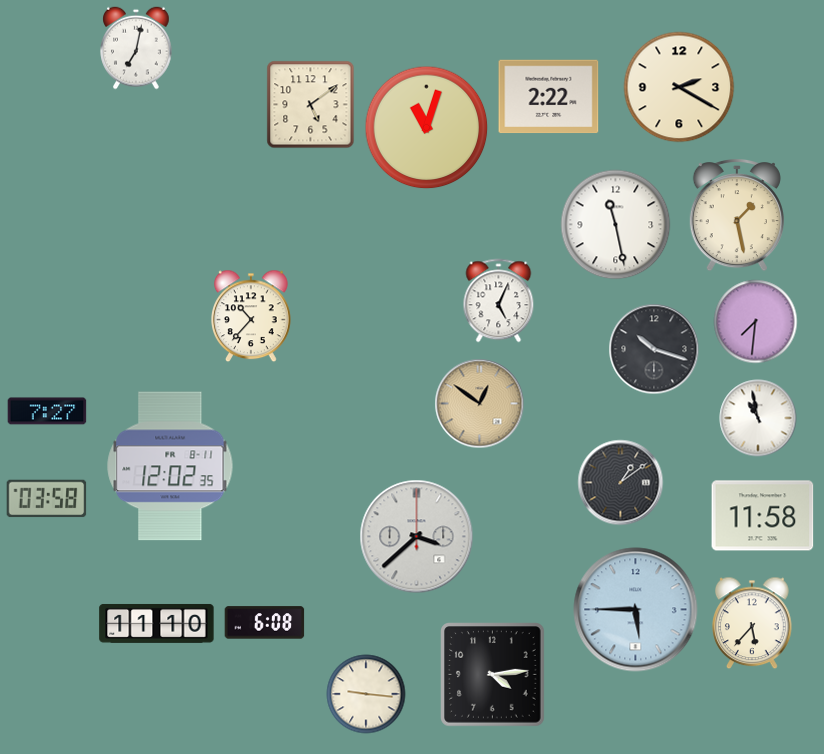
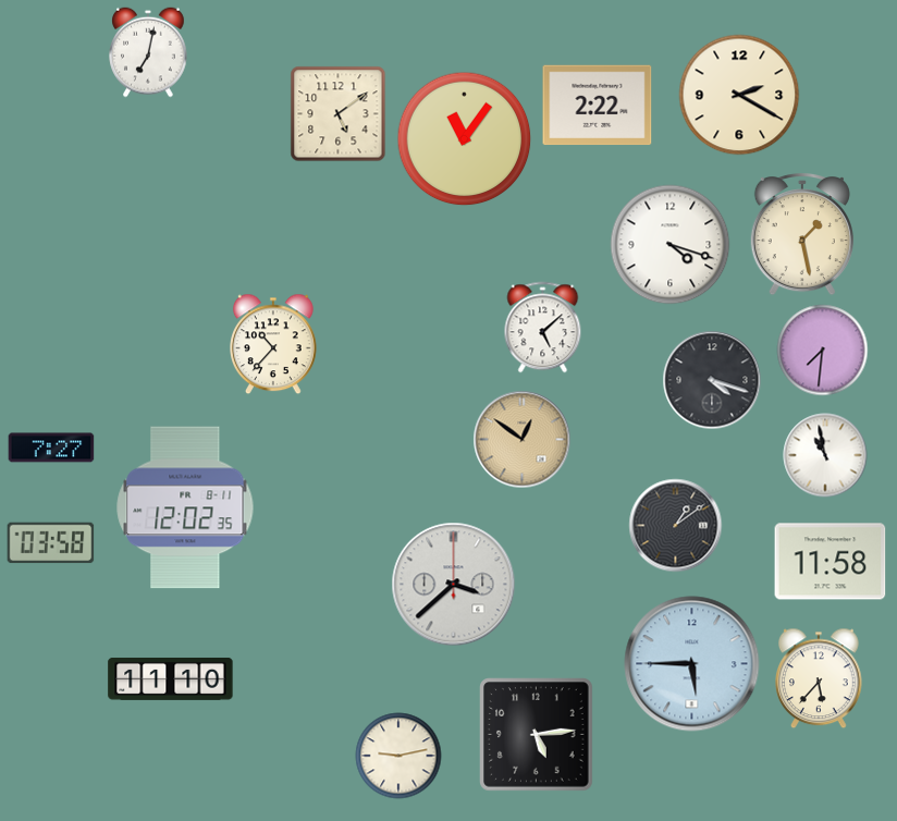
clock at (427, 128): 11:03 -> 11:06
clock at (616, 225): 11:28 -> 4:18
clock at (499, 301): 5:04 -> 5:08
clock at (654, 349): 10:18 -> 4:18
clock at (265, 623): 6:08 -> none
clock at (493, 675): 4:14 -> 5:14
clock at (366, 694): 9:16 -> 9:13
